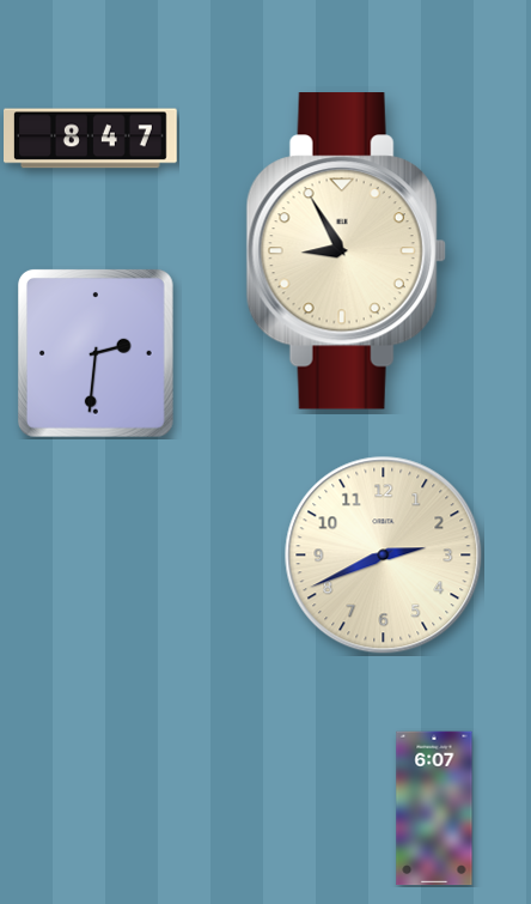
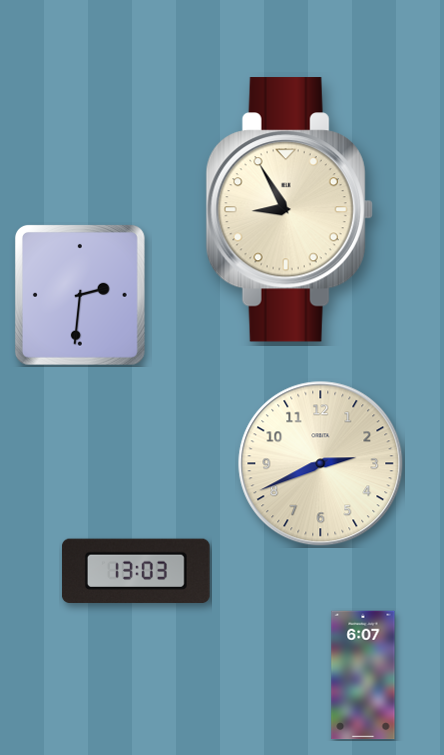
clock at (91, 139): 8:47 -> none
clock at (136, 571): none -> 13:03
